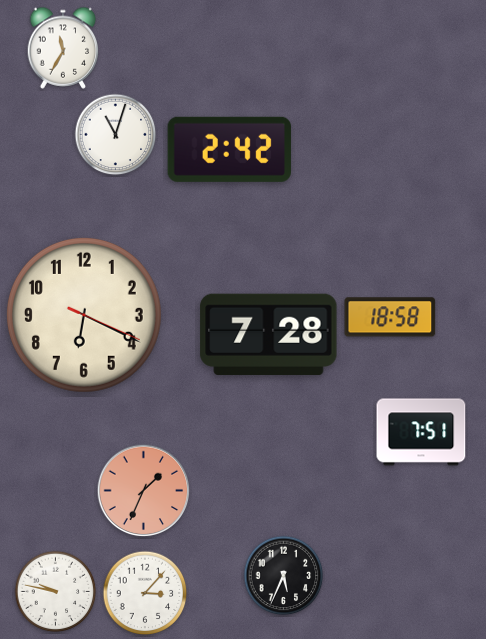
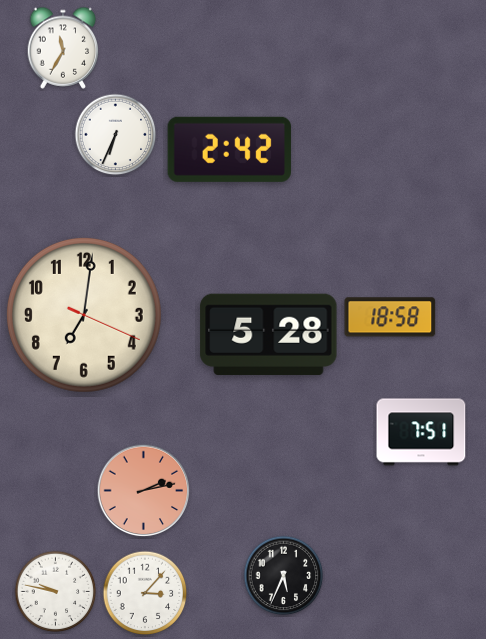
clock at (116, 135): 11:03 -> 6:34
clock at (84, 315): 6:19 -> 7:01
clock at (269, 334): 7:28 -> 5:28
clock at (144, 491): 1:34 -> 2:13
